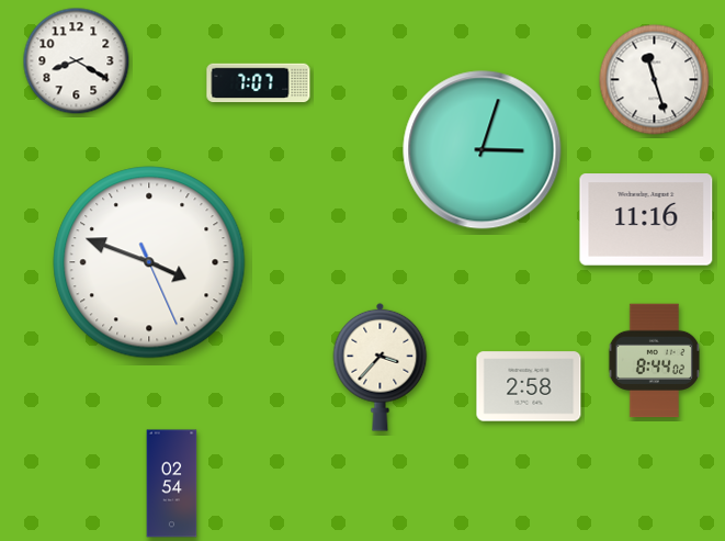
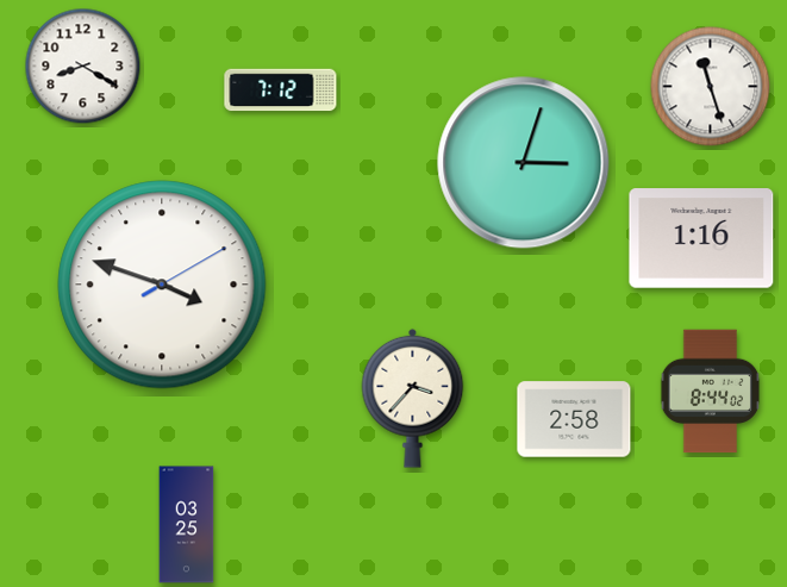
clock at (259, 83): 7:07 -> 7:12
clock at (646, 219): 11:16 -> 1:16
clock at (149, 262): 3:48:26 -> 3:48:10
clock at (172, 484): 02:54 -> 03:25
